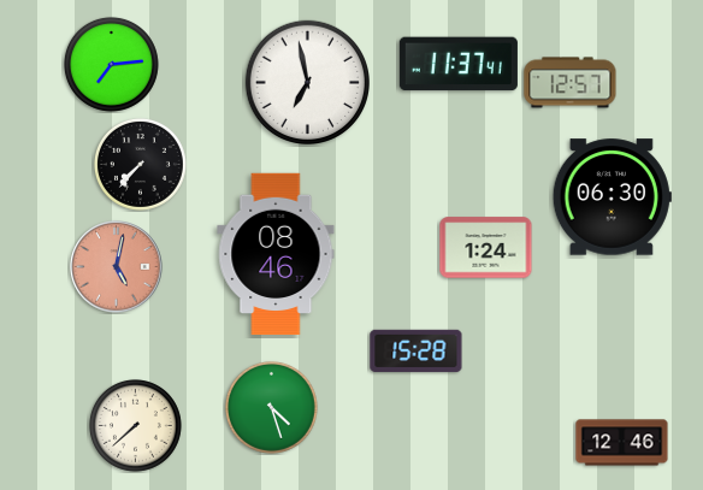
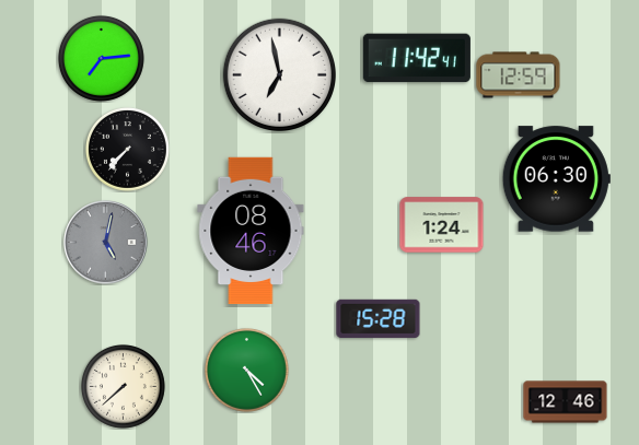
clock at (459, 64): 11:37 -> 11:42
clock at (571, 83): 12:57 -> 12:59
clock at (117, 267) dial: salmon -> grey
clock at (271, 407): 4:27 -> 4:25
